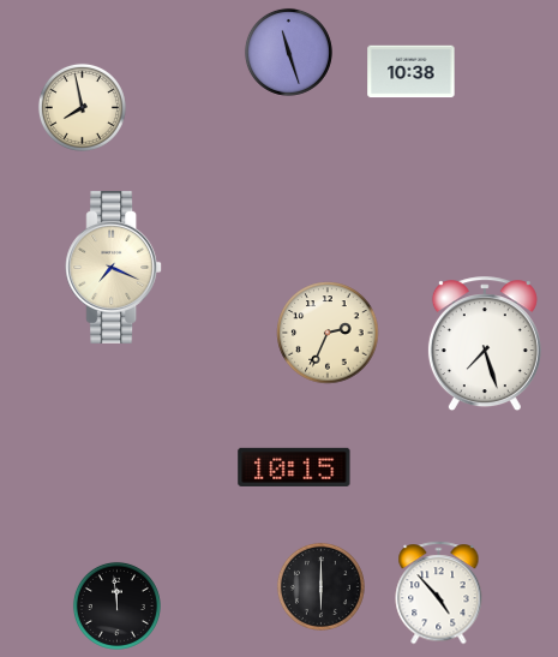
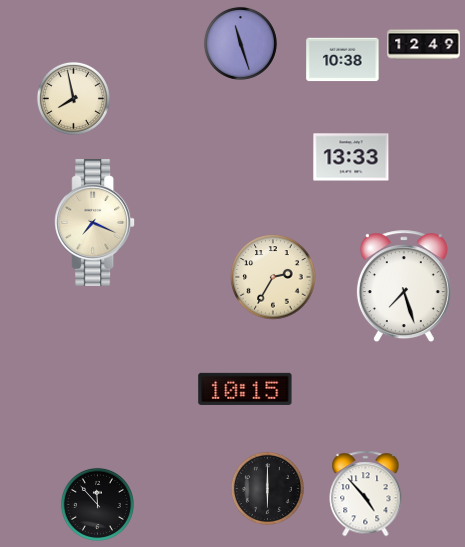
clock at (424, 45): none -> 12:49
clock at (82, 107) position: (82, 107) -> (73, 98)
clock at (351, 157): none -> 13:33
clock at (328, 333): 2:34 -> 2:35
clock at (116, 605): 11:59 -> 11:53
